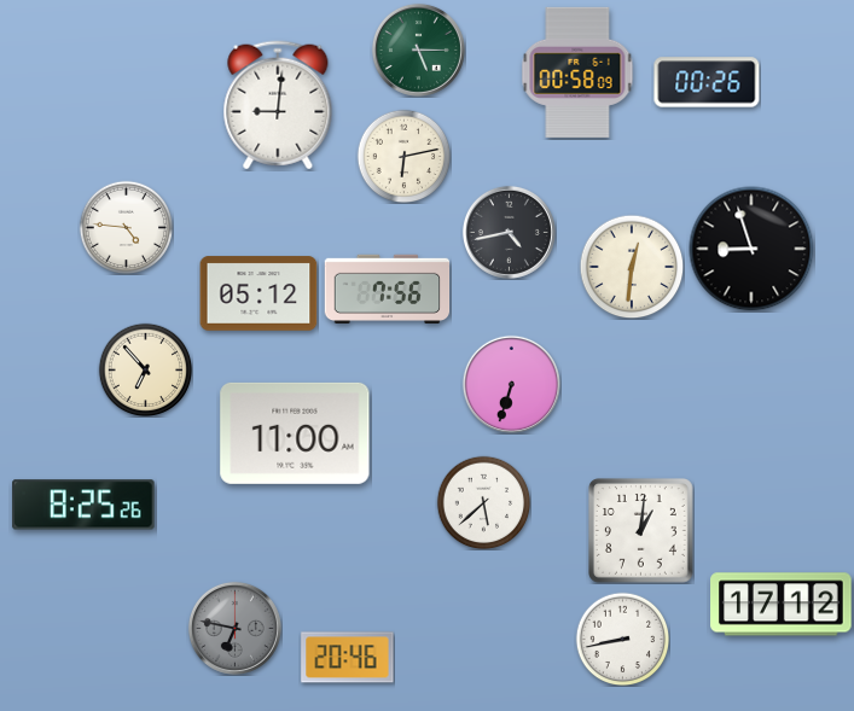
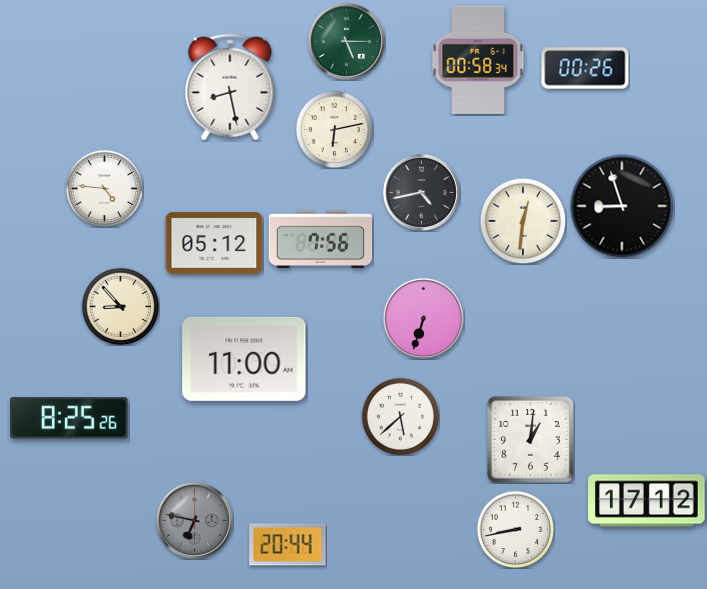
clock at (577, 72): 00:58:09 -> 00:58:34
clock at (278, 105): 9:01 -> 8:28
clock at (145, 369): 6:53 -> 8:53
clock at (348, 658): 20:46 -> 20:44
